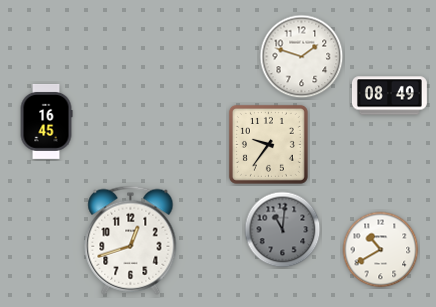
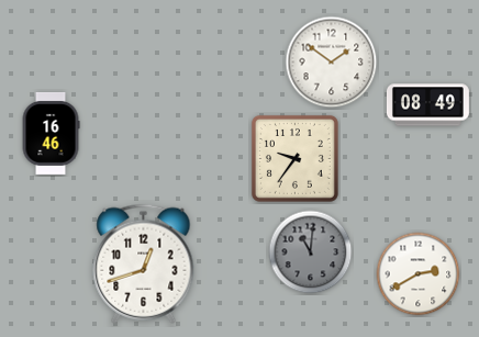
clock at (302, 57): 1:48 -> 1:51
clock at (46, 121): 16:45 -> 16:46
clock at (381, 250): 10:40 -> 2:40
